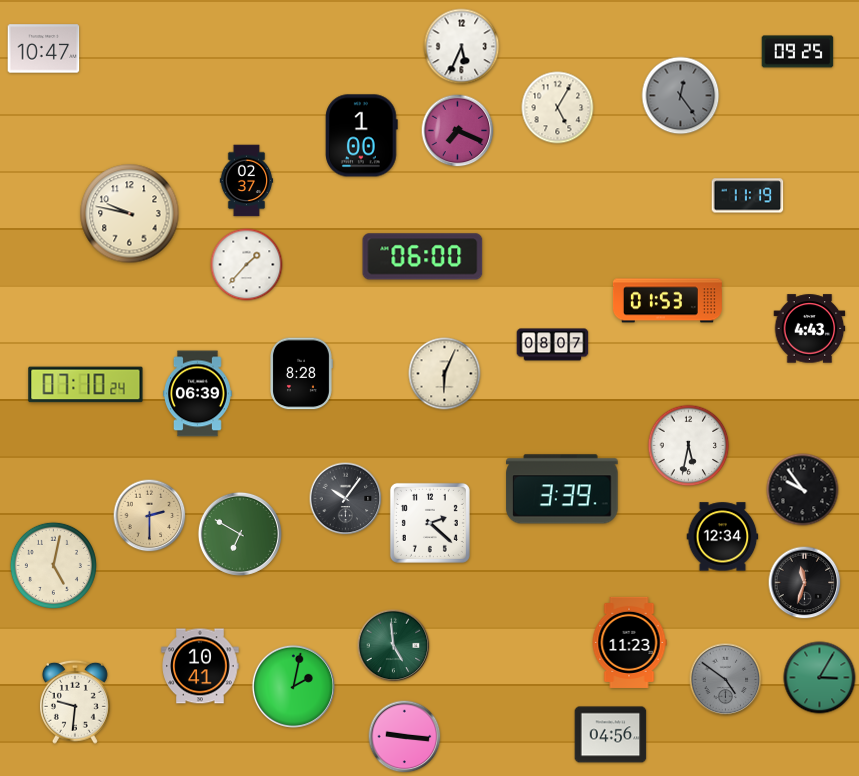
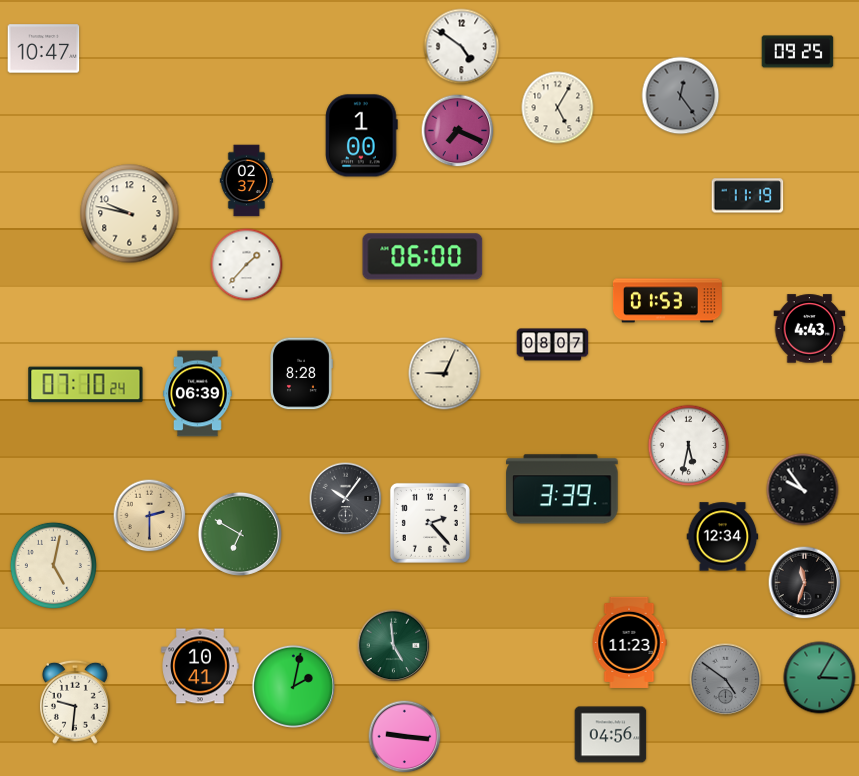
clock at (462, 47): 5:34 -> 4:51
clock at (445, 374): 6:04 -> 9:04
clock at (430, 523): 2:22 -> 2:23
